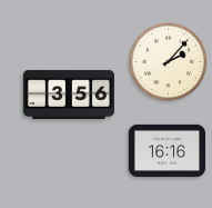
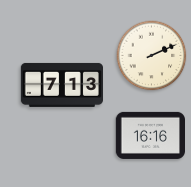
clock at (169, 62): 2:07 -> 2:11
clock at (68, 95): 3:56 -> 7:13
